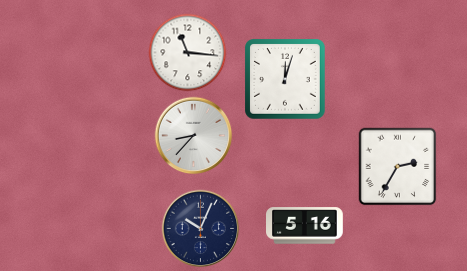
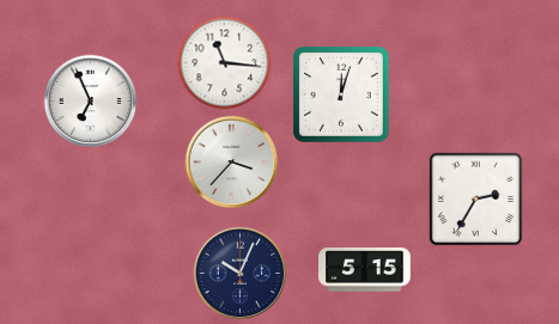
clock at (90, 100): none -> 6:56
clock at (193, 135): 8:37 -> 3:37
clock at (305, 226): 5:16 -> 5:15
